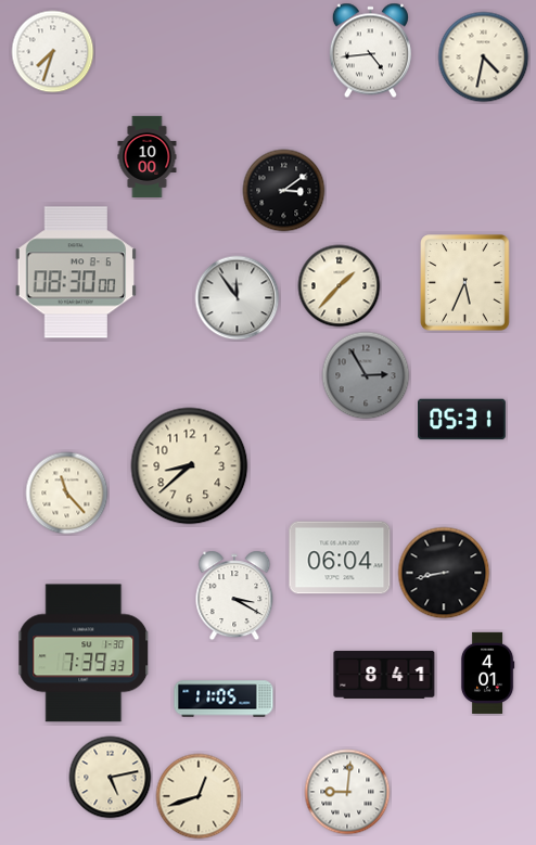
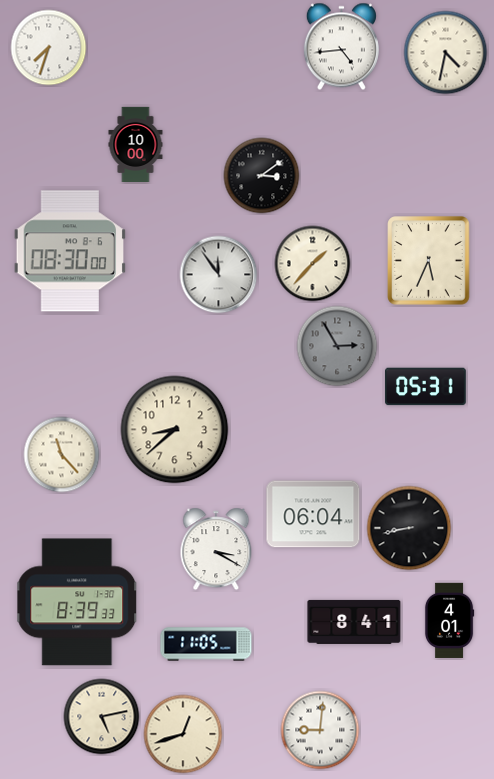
clock at (84, 653): 7:39 -> 8:39
